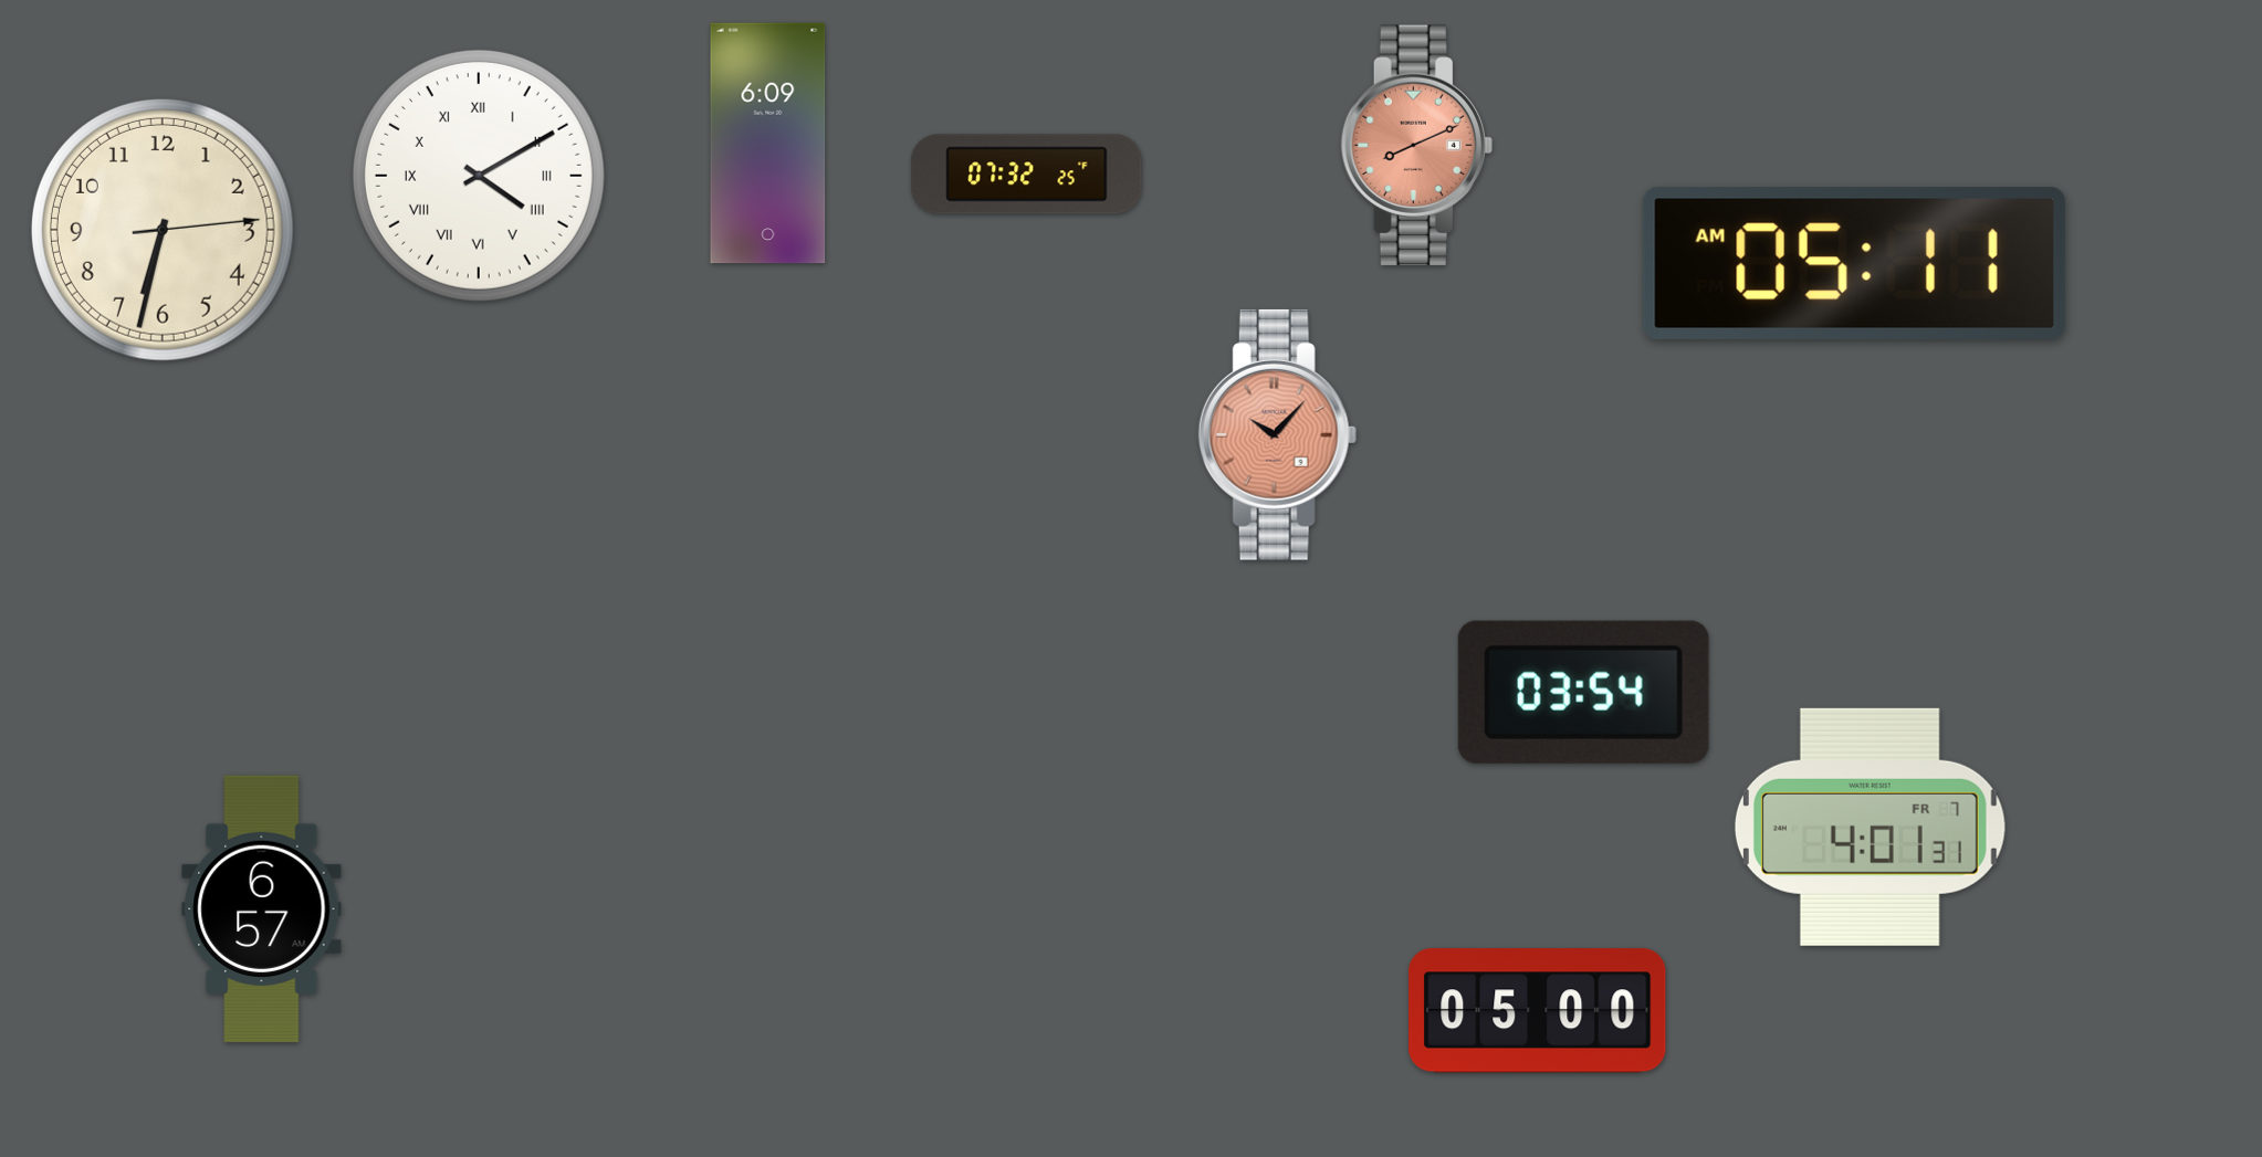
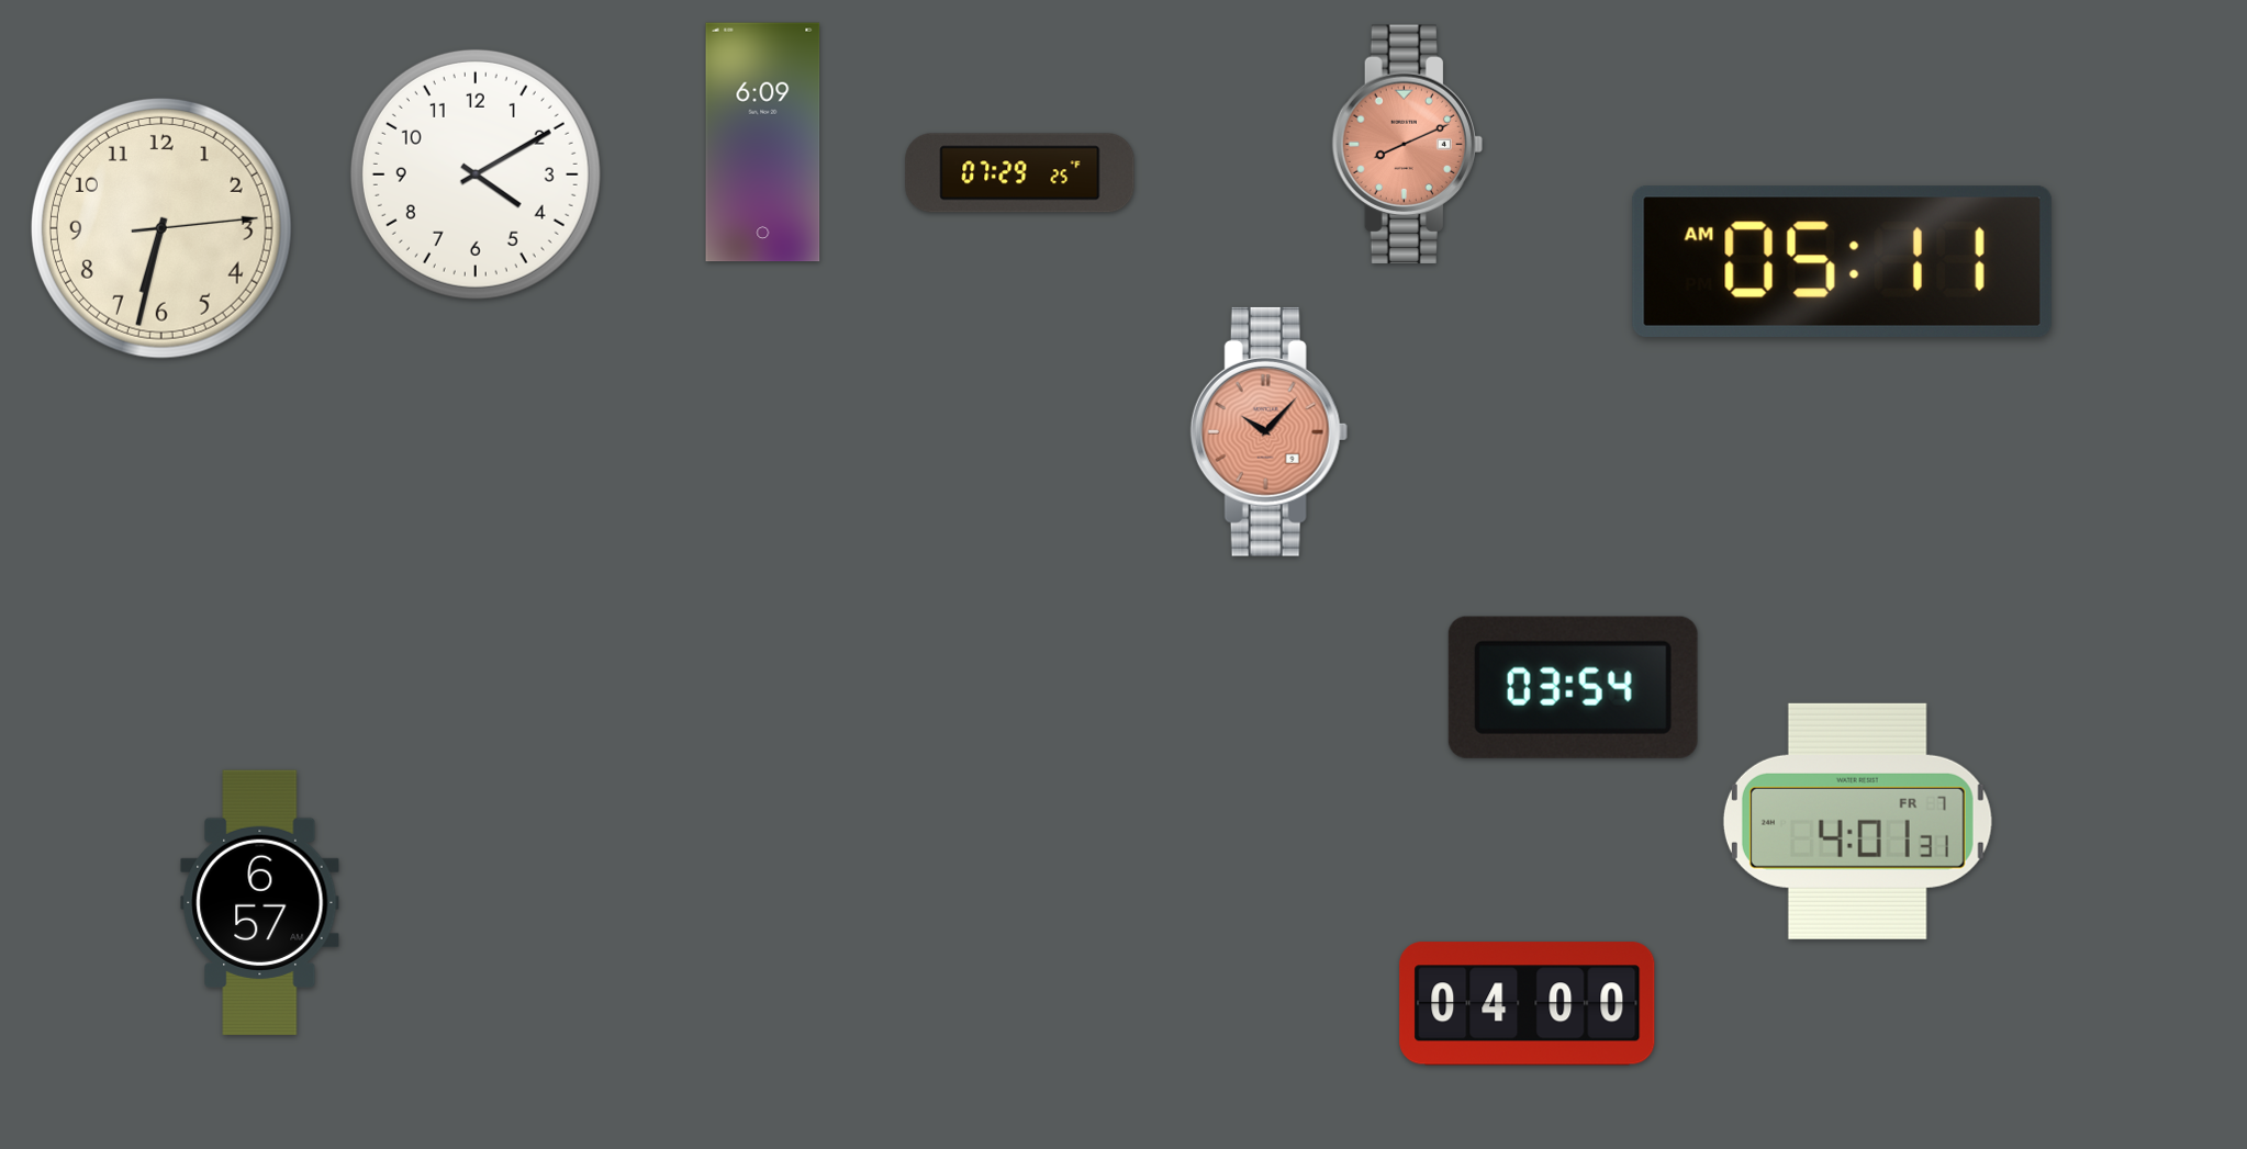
clock at (1027, 175): 07:32 -> 07:29
clock at (479, 176) numerals: Roman -> Arabic
clock at (1538, 1011): 05:00 -> 04:00
